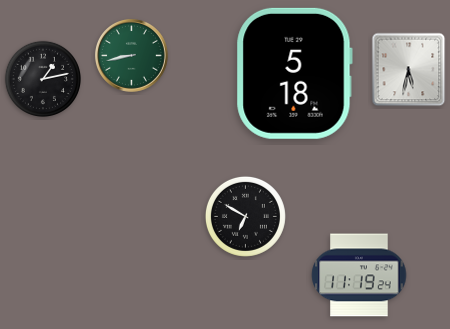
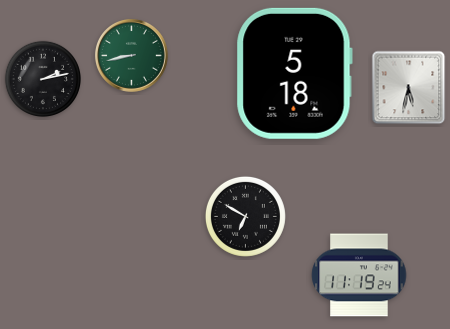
clock at (409, 70) position: (409, 70) -> (409, 88)
clock at (42, 78): 1:13 -> 2:13
